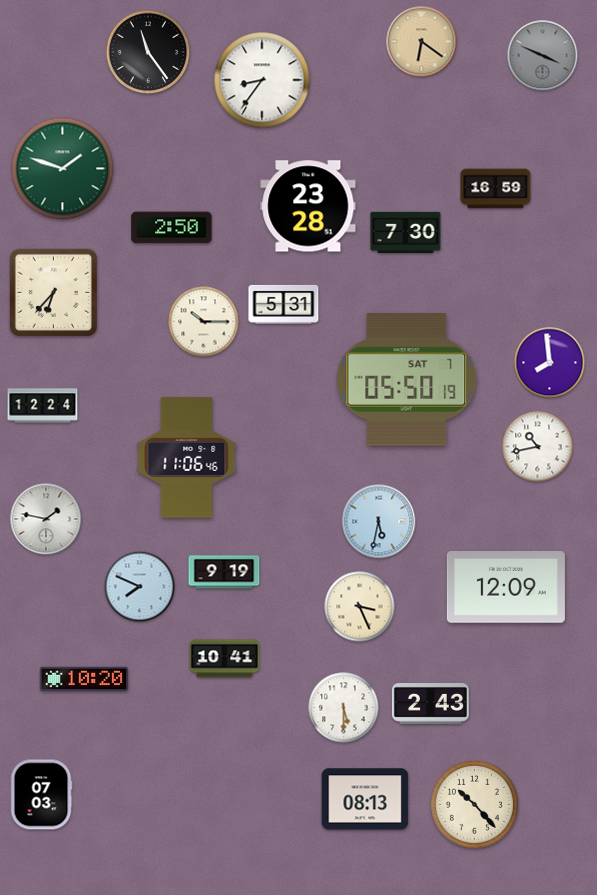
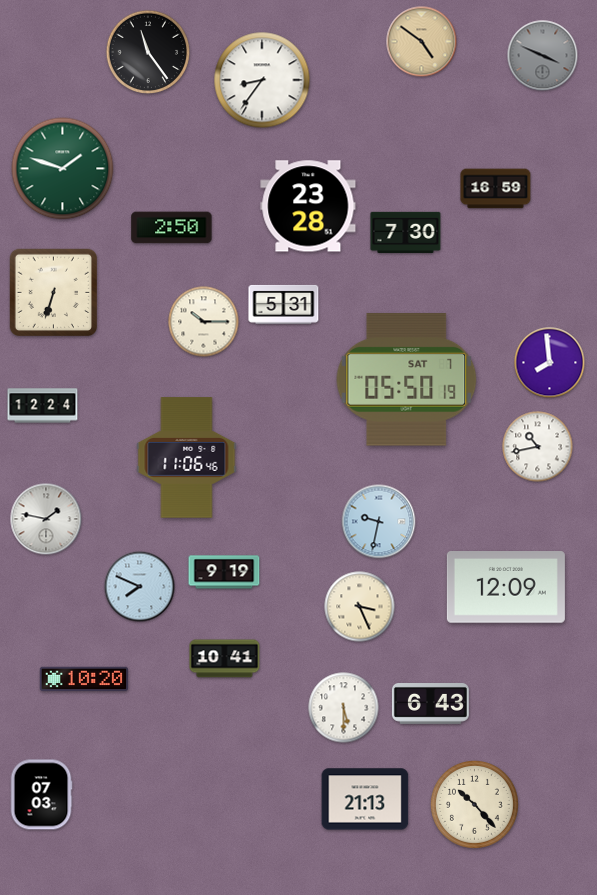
clock at (422, 42): 6:21 -> 4:51
clock at (54, 293): 6:37 -> 6:33
clock at (379, 522): 5:32 -> 9:32
clock at (430, 704): 2:43 -> 6:43
clock at (365, 799): 08:13 -> 21:13
